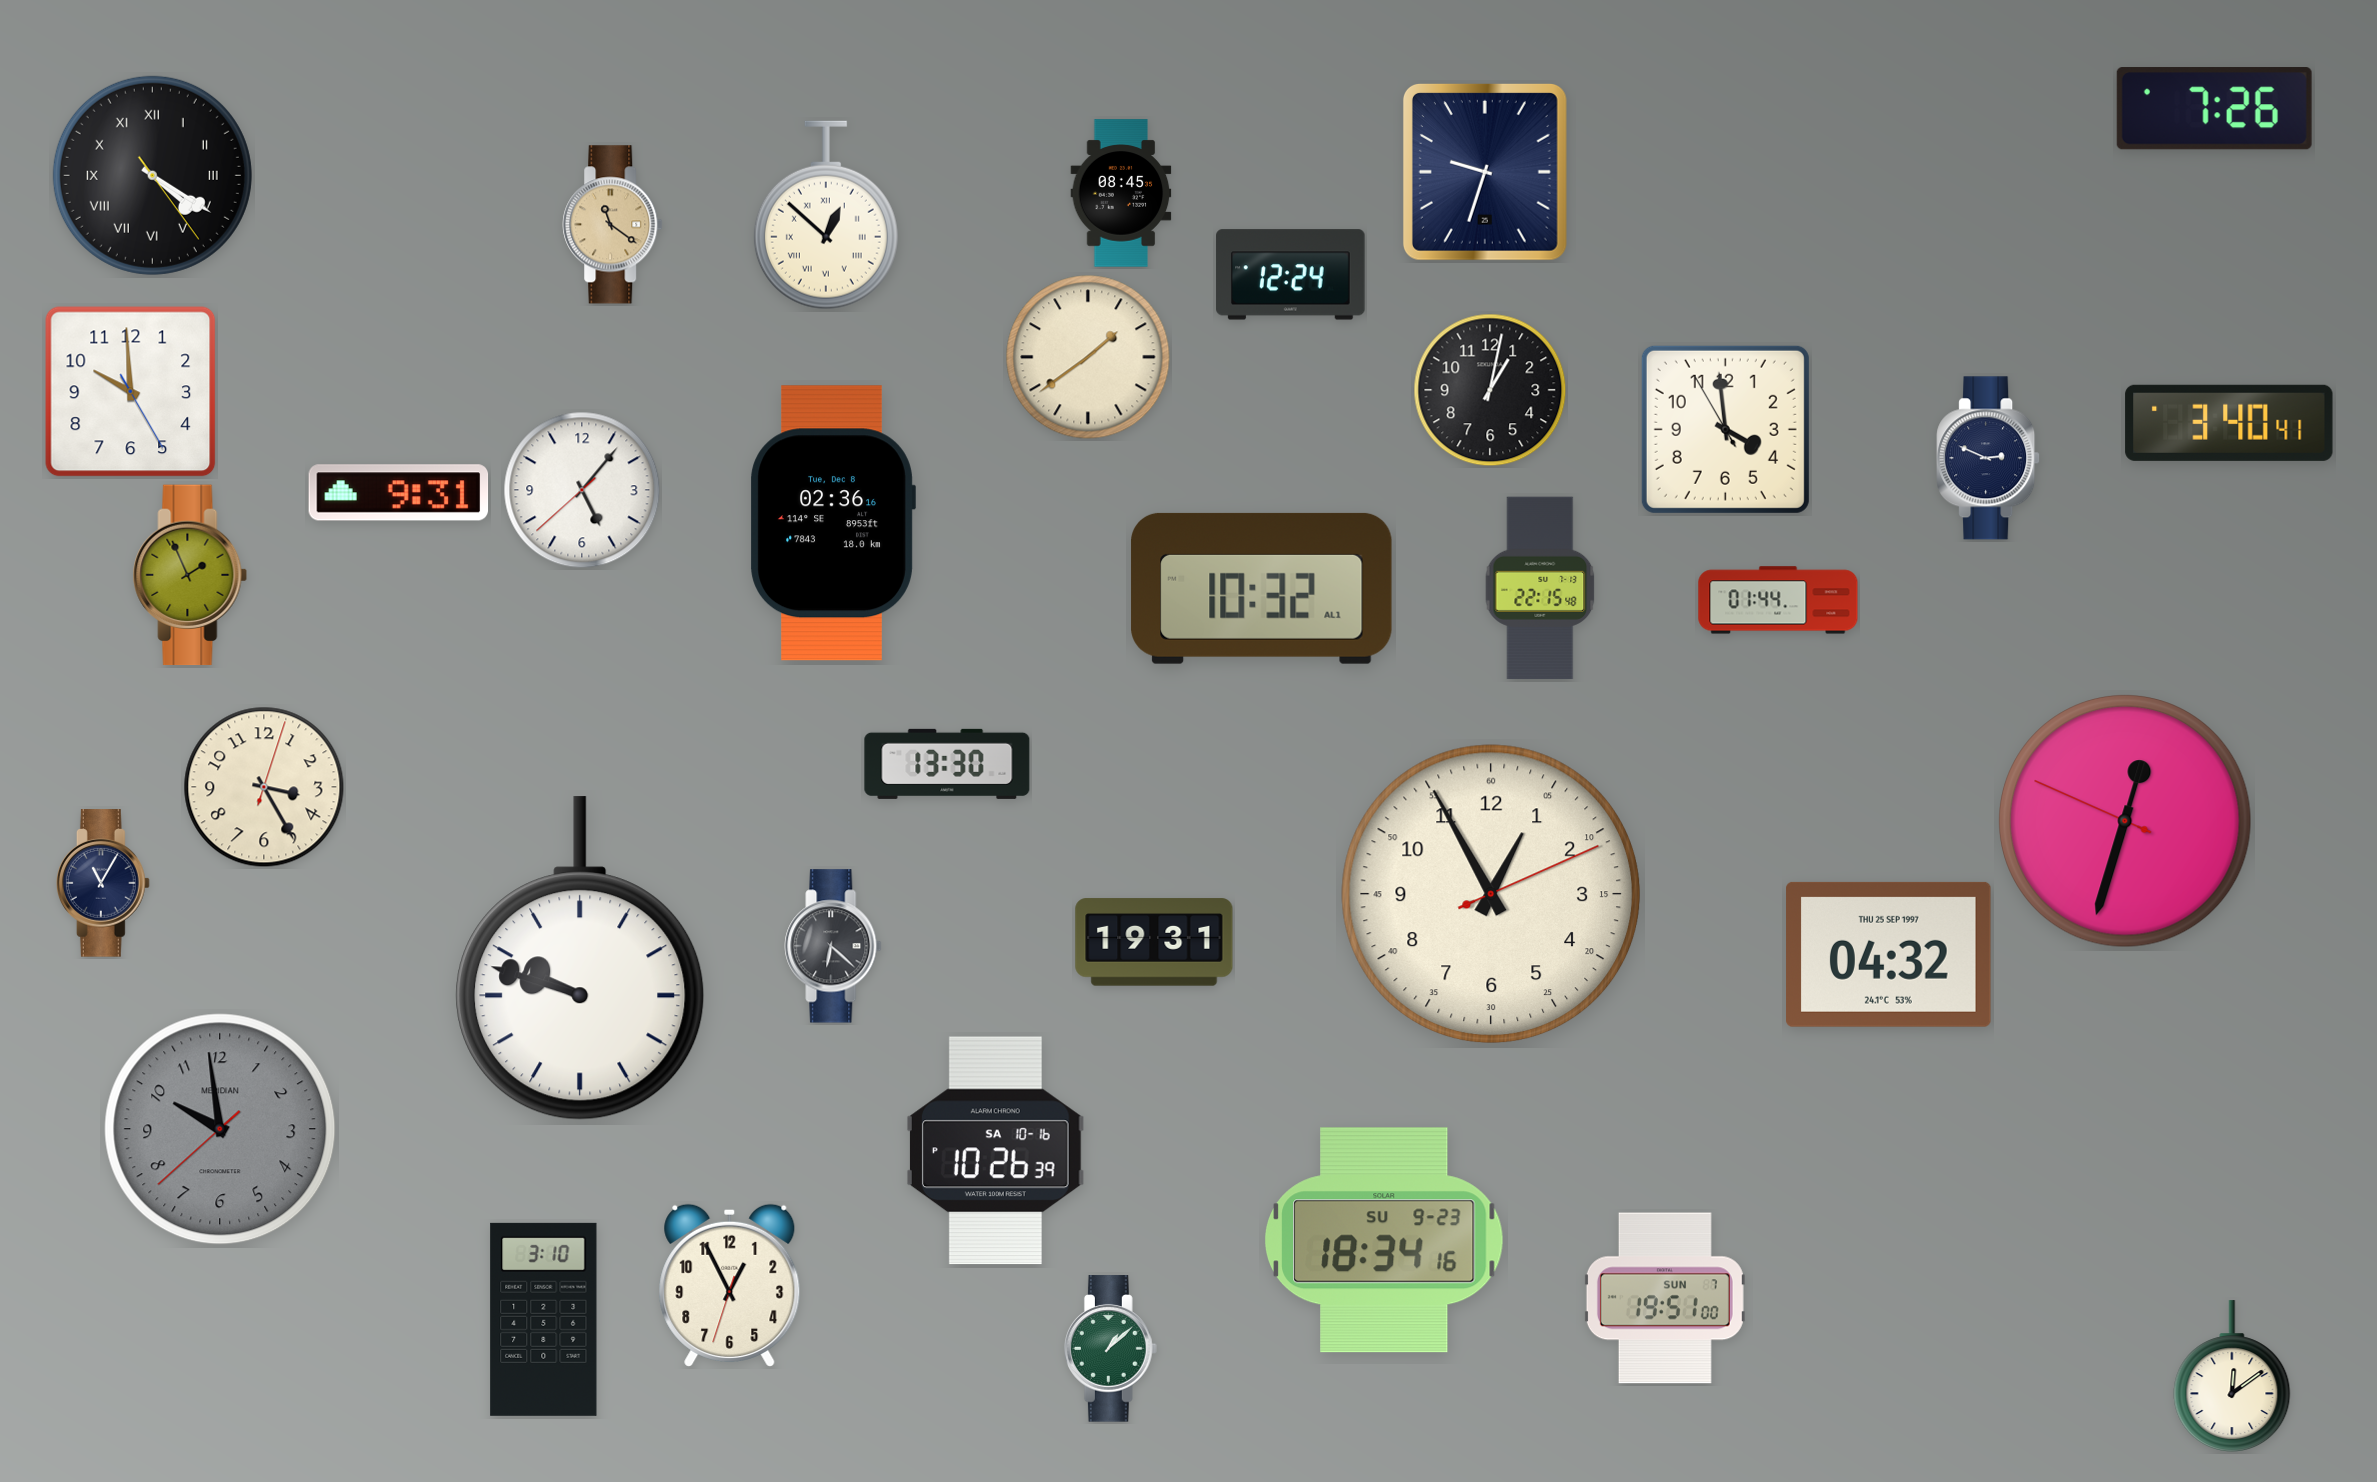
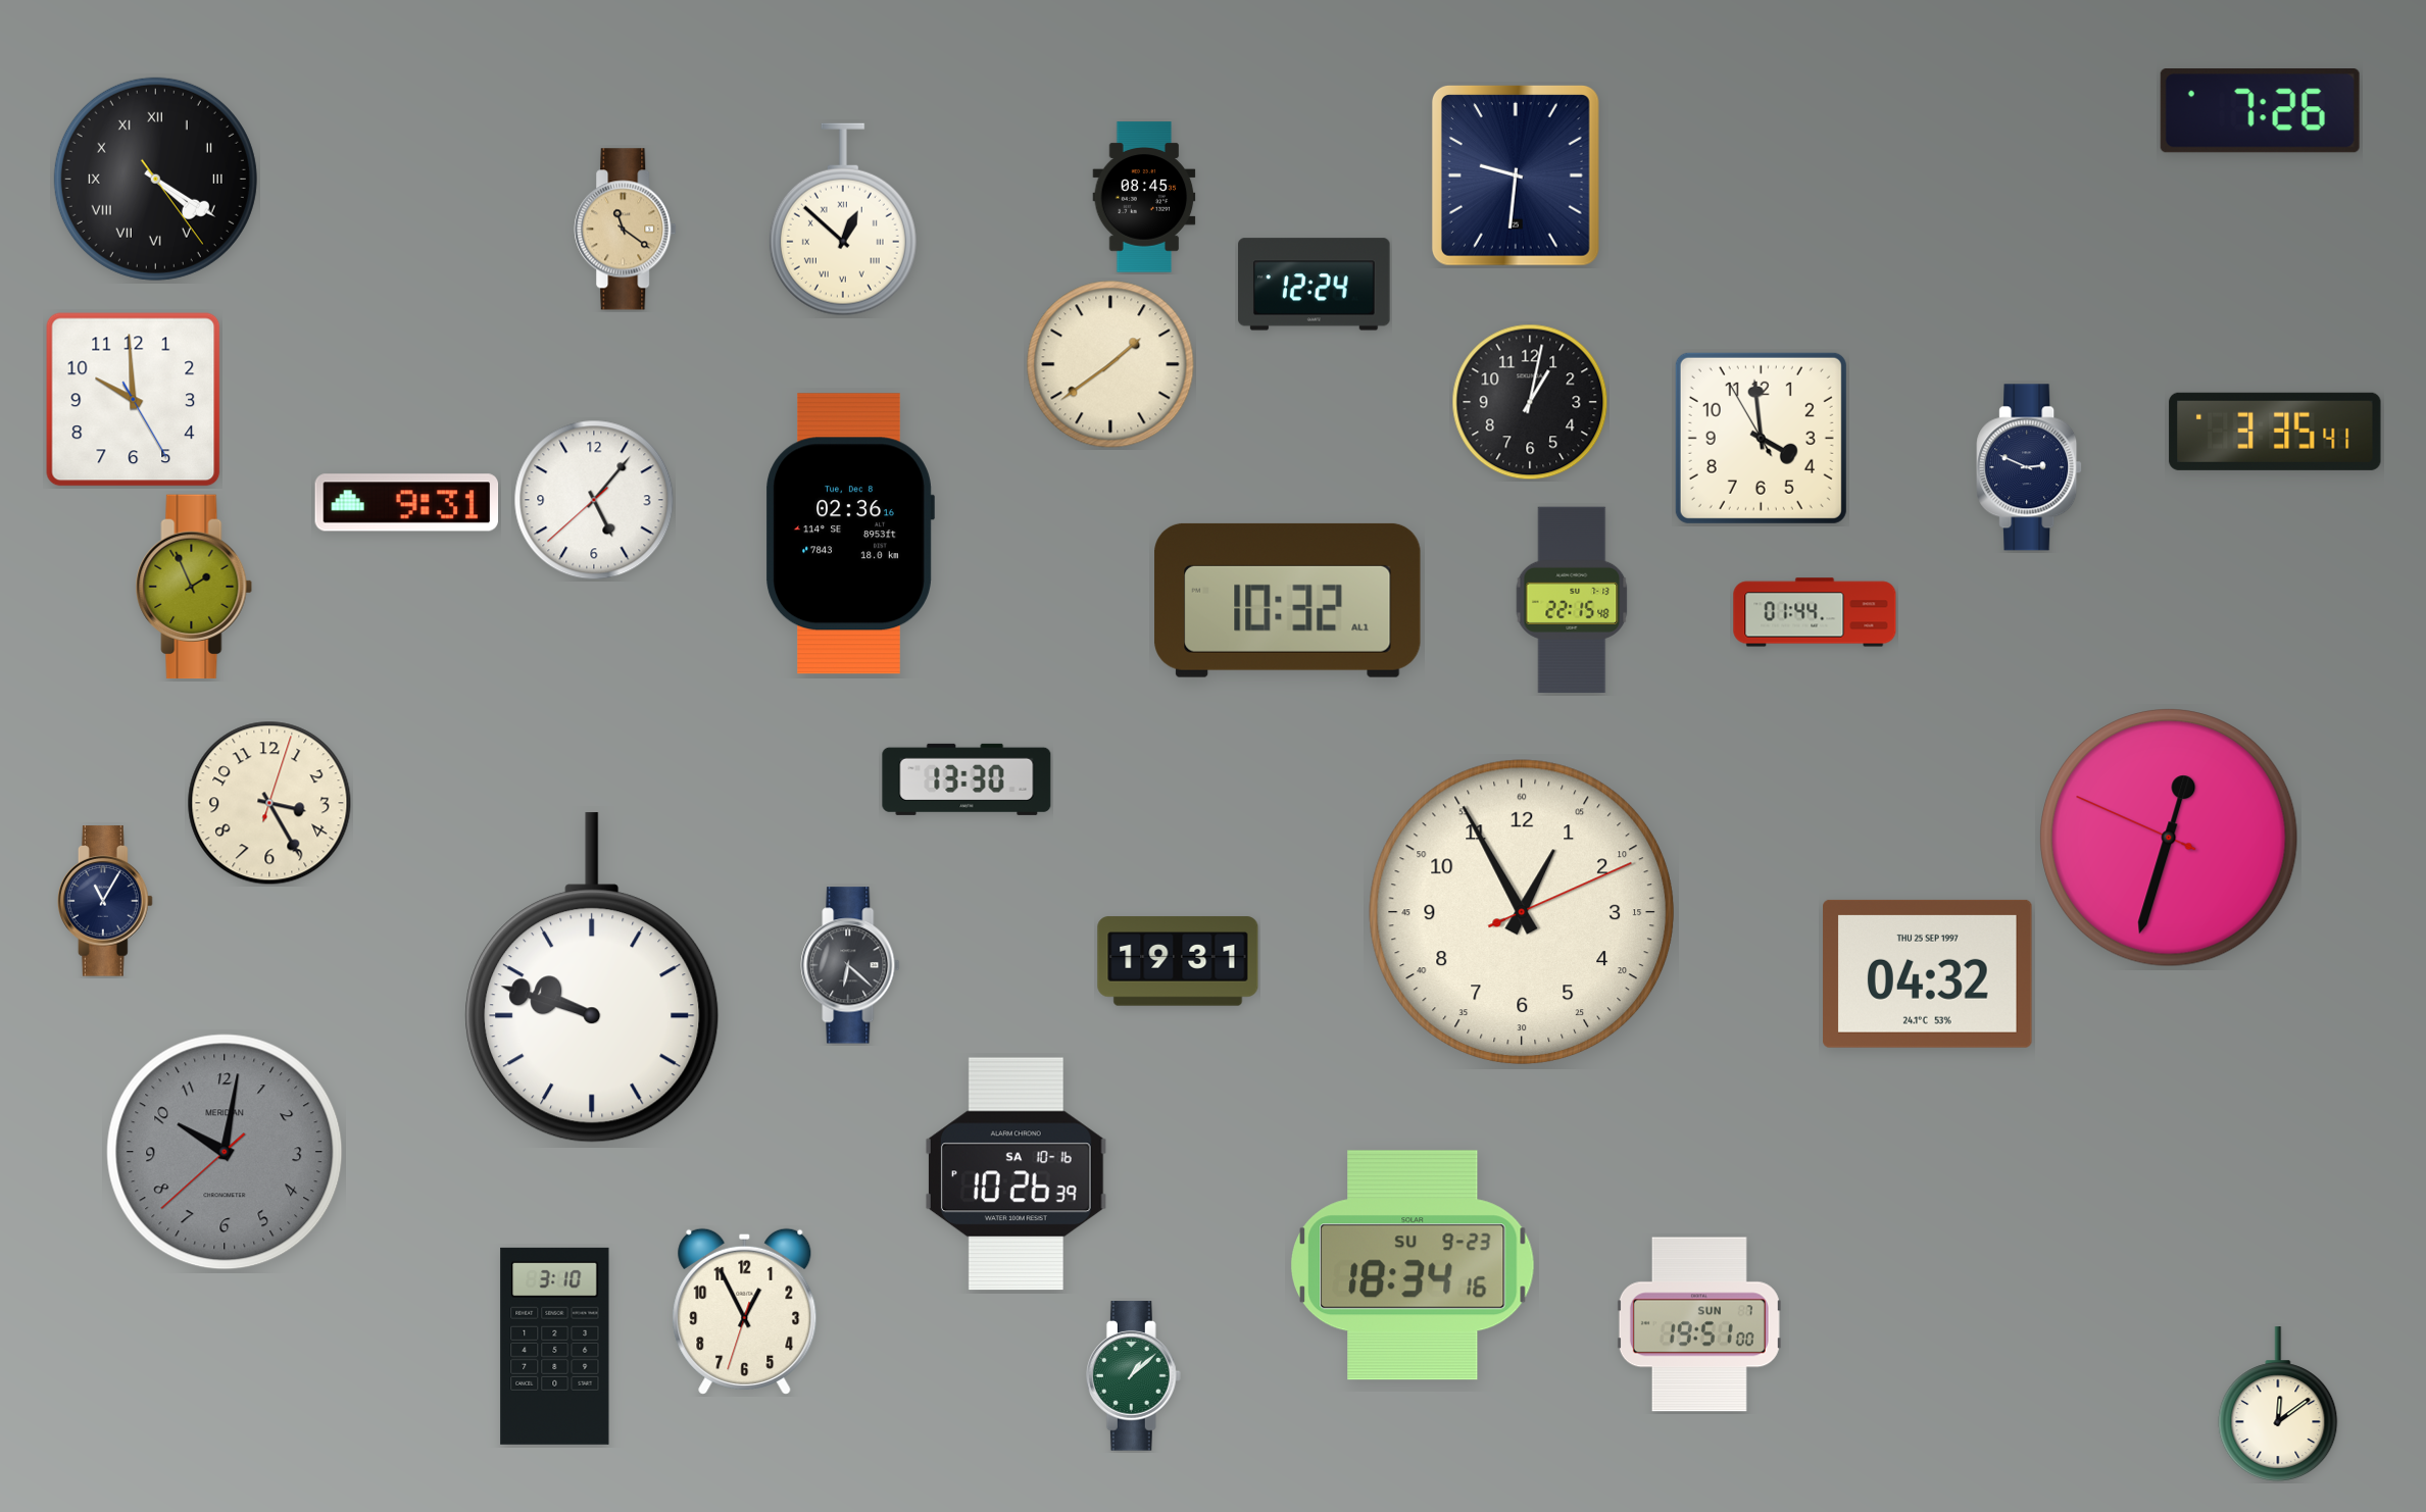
clock at (1485, 172): 9:33 -> 9:31
clock at (1291, 275) position: (1291, 275) -> (1315, 285)
clock at (1490, 390) position: (1490, 390) -> (1530, 402)
clock at (2229, 423): 3:40 -> 3:35
clock at (220, 1129): 9:58 -> 10:01
